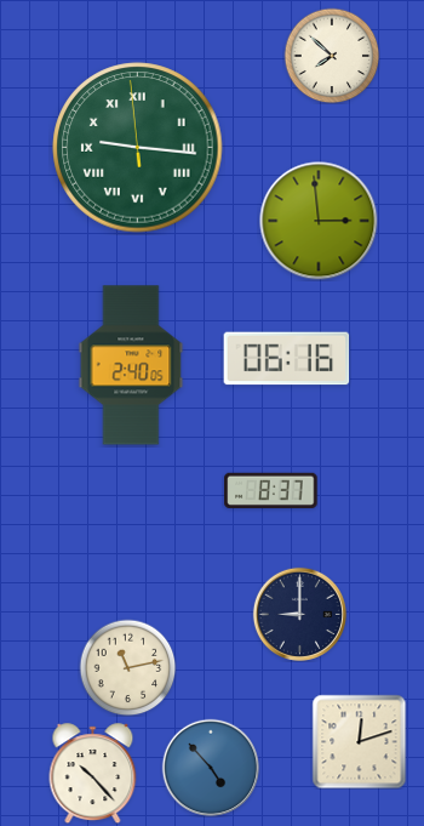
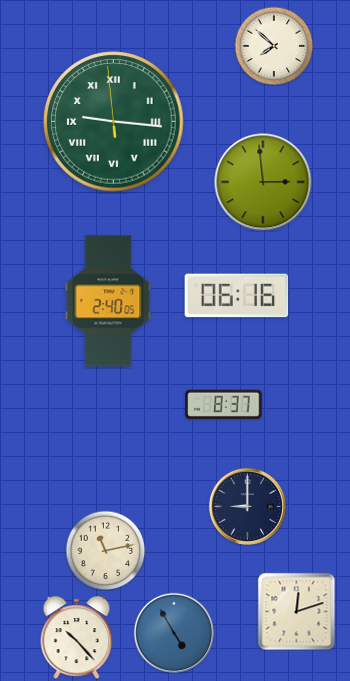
clock at (211, 768): 4:53 -> 4:55
